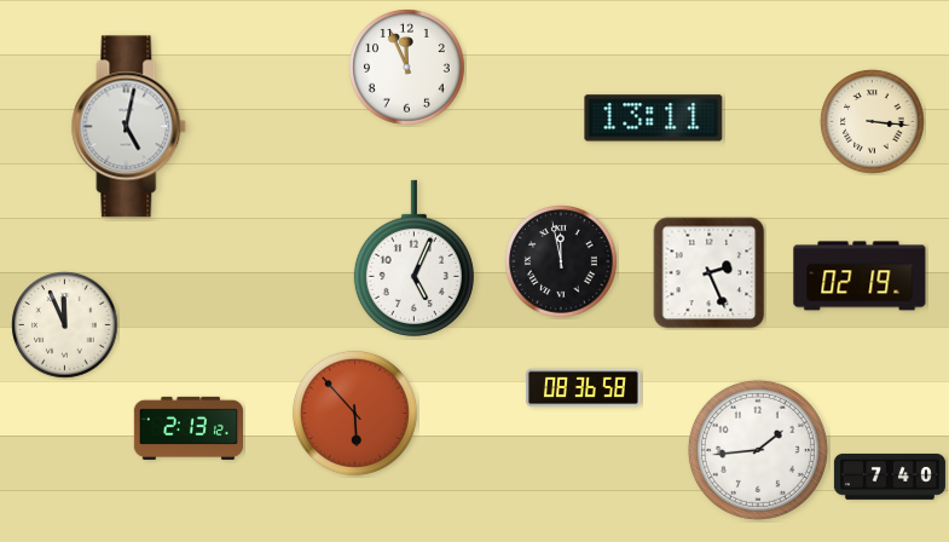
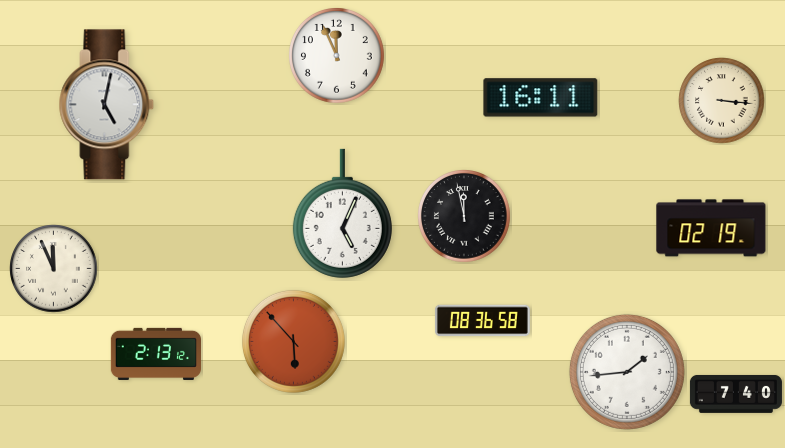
clock at (654, 119): 13:11 -> 16:11
clock at (710, 273): 2:26 -> none
